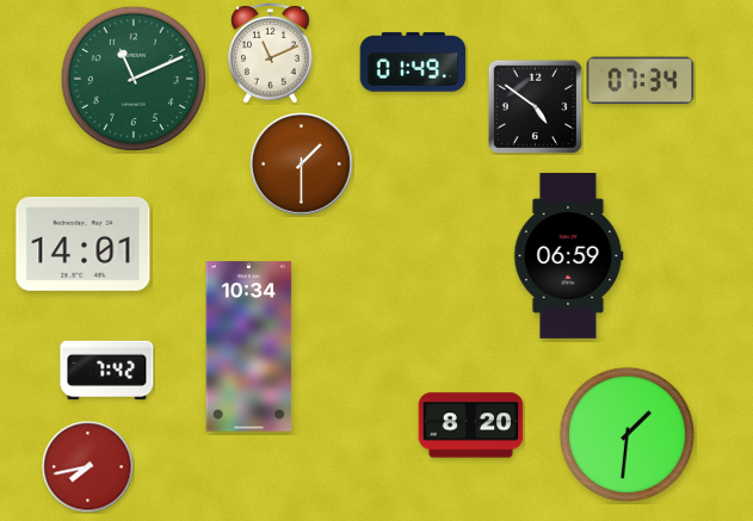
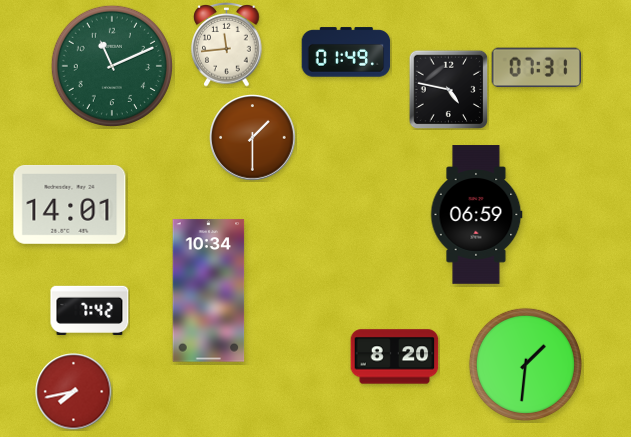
clock at (271, 54): 11:11 -> 11:44
clock at (641, 81): 07:34 -> 07:31
clock at (535, 106): 4:51 -> 4:47
